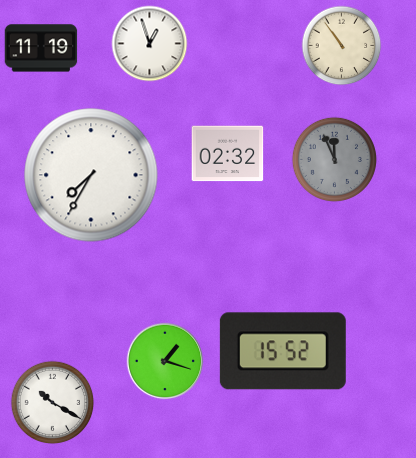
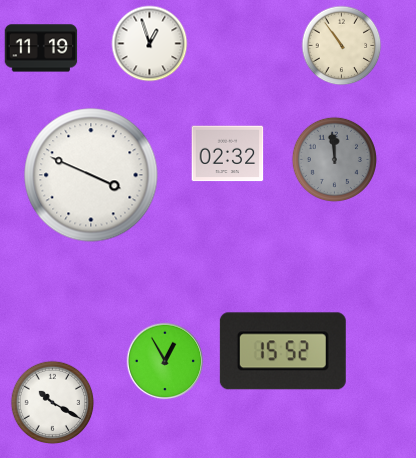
clock at (334, 159): 11:56 -> 11:59
clock at (91, 175): 7:35 -> 3:49
clock at (165, 361): 1:18 -> 12:55
